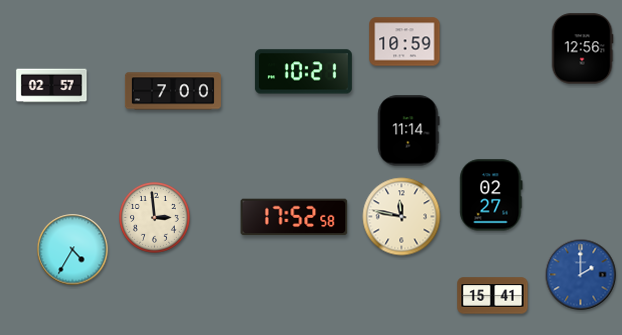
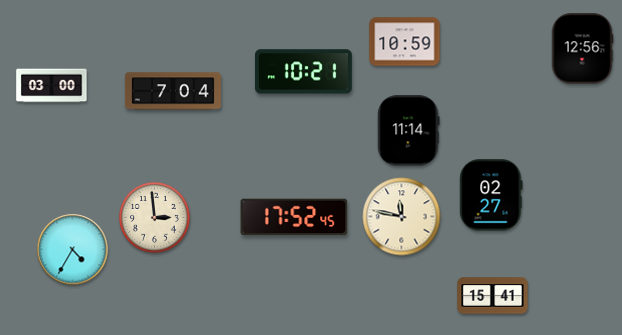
clock at (52, 86): 02:57 -> 03:00
clock at (173, 91): 7:00 -> 7:04
clock at (294, 217): 17:52:58 -> 17:52:45
clock at (581, 275): 2:00 -> none
